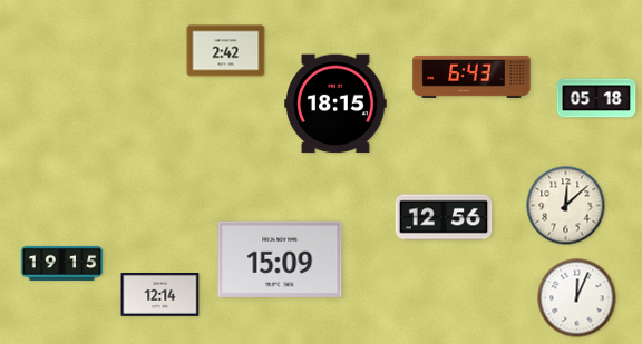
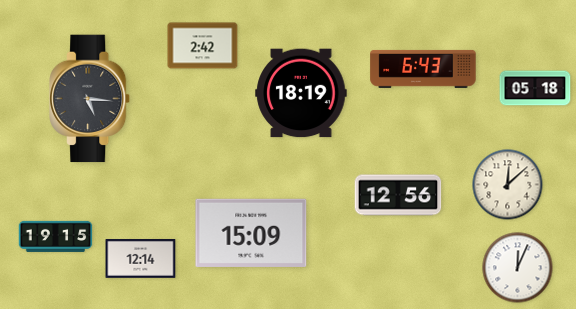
clock at (335, 104): 18:15 -> 18:19
clock at (91, 99): none -> 5:16
clock at (160, 295) position: (160, 295) -> (141, 259)
